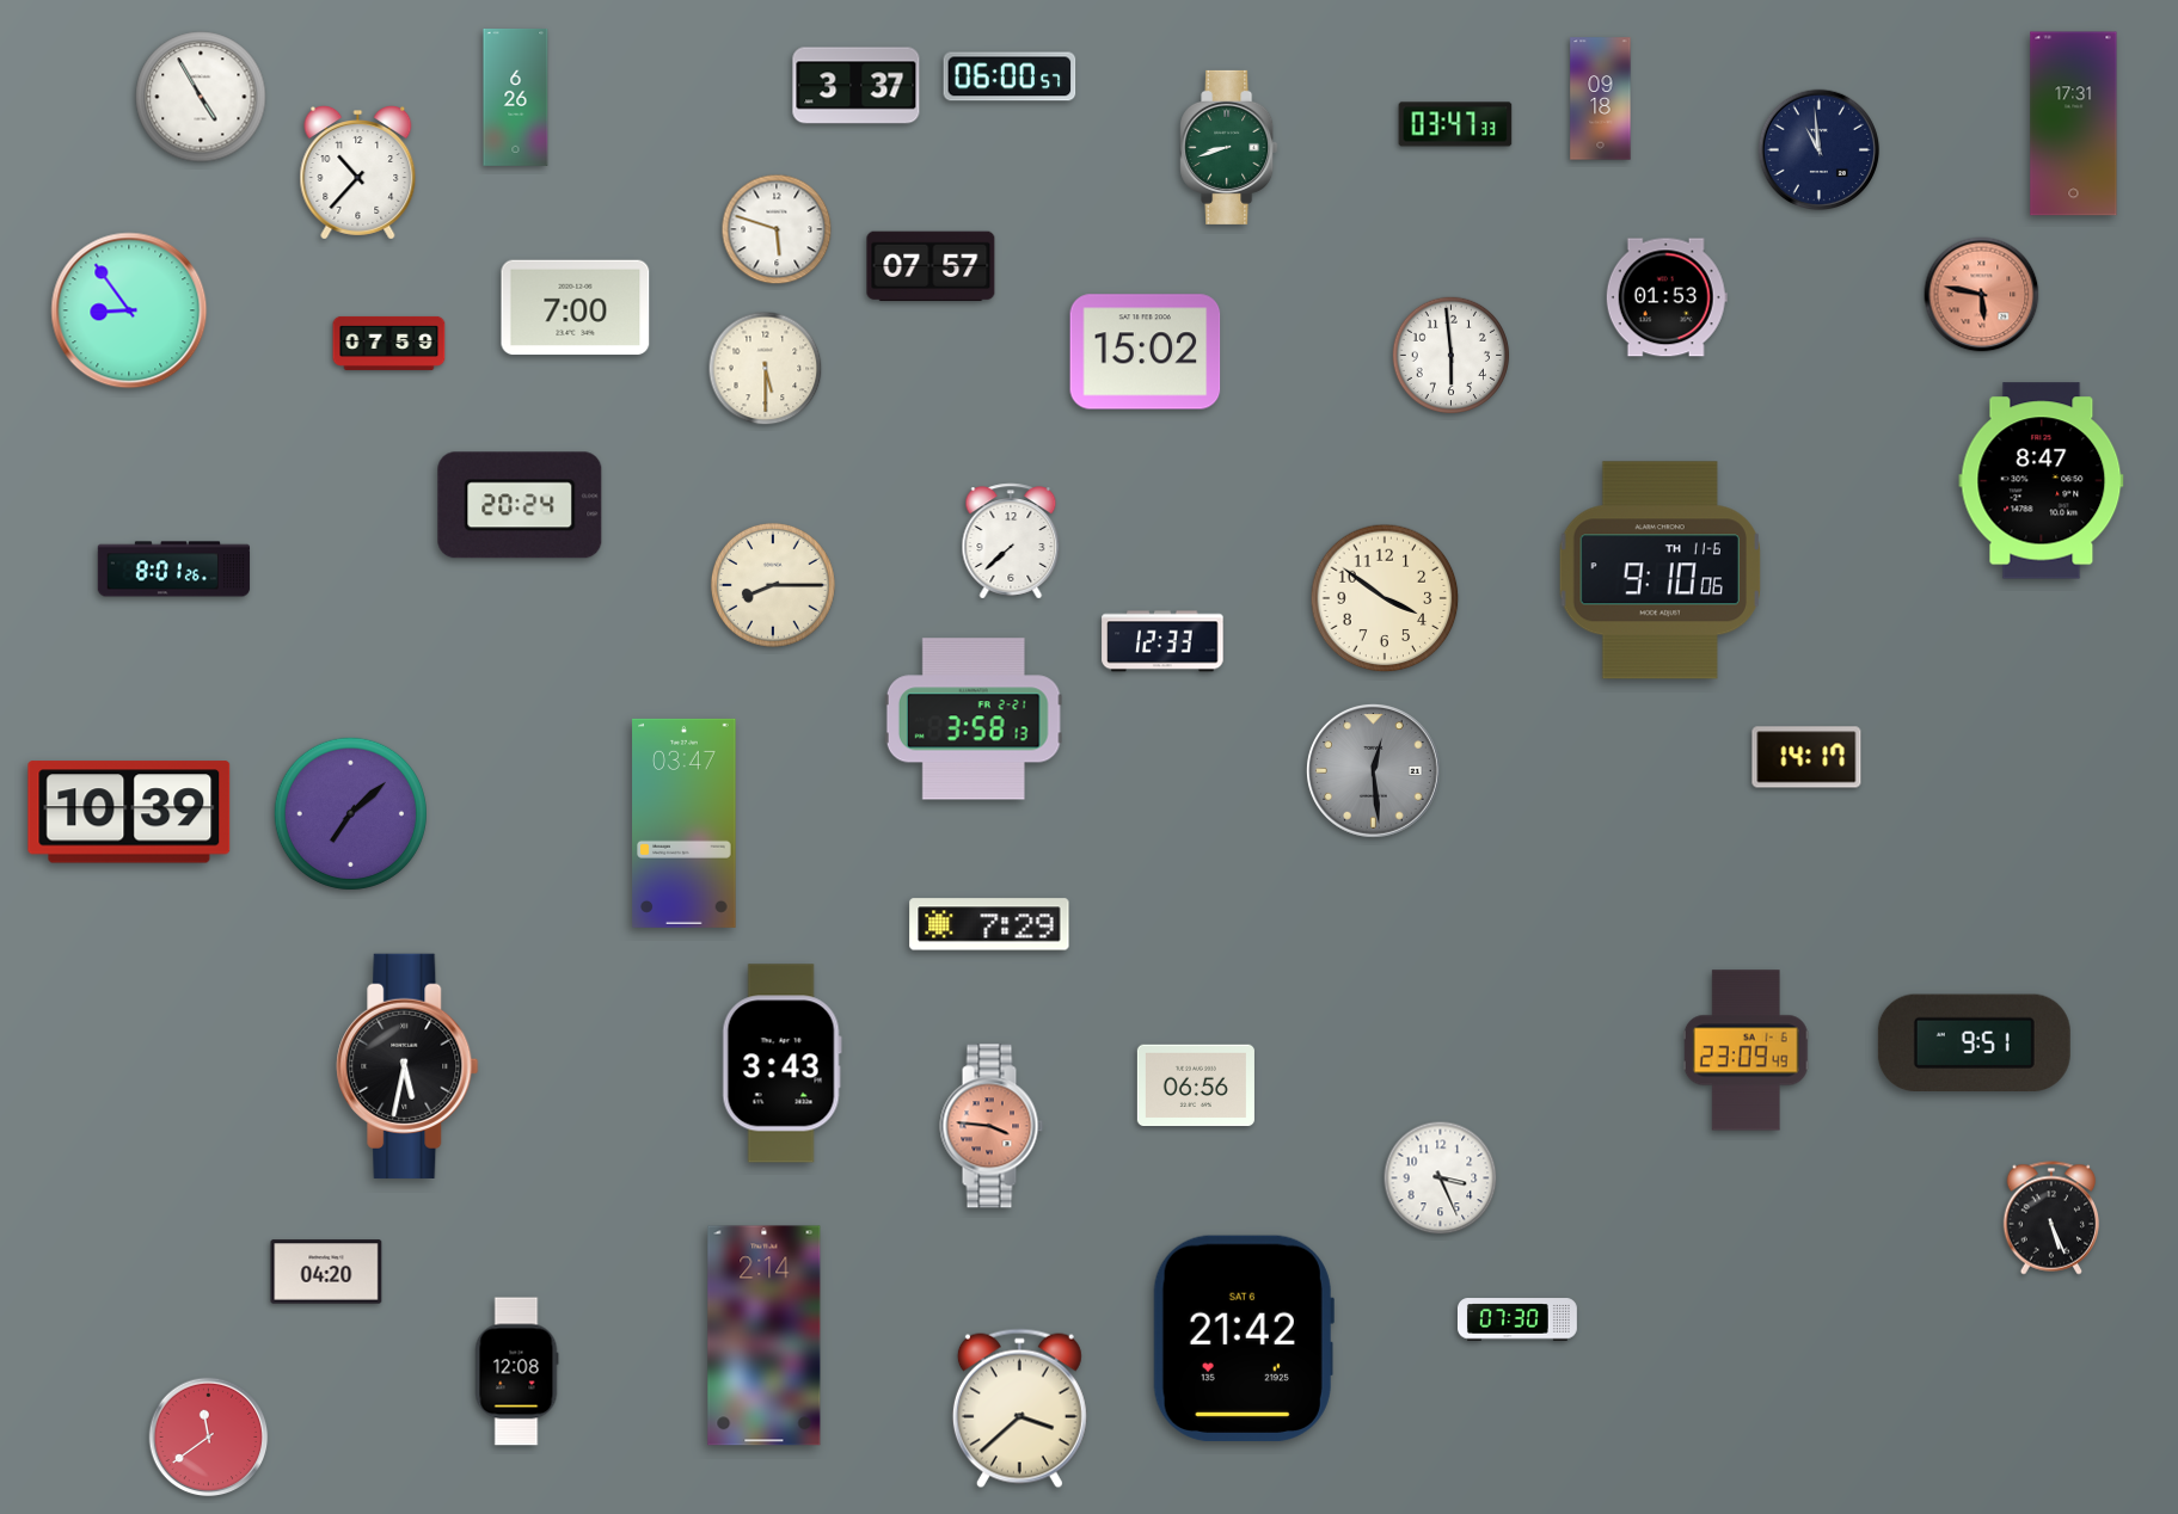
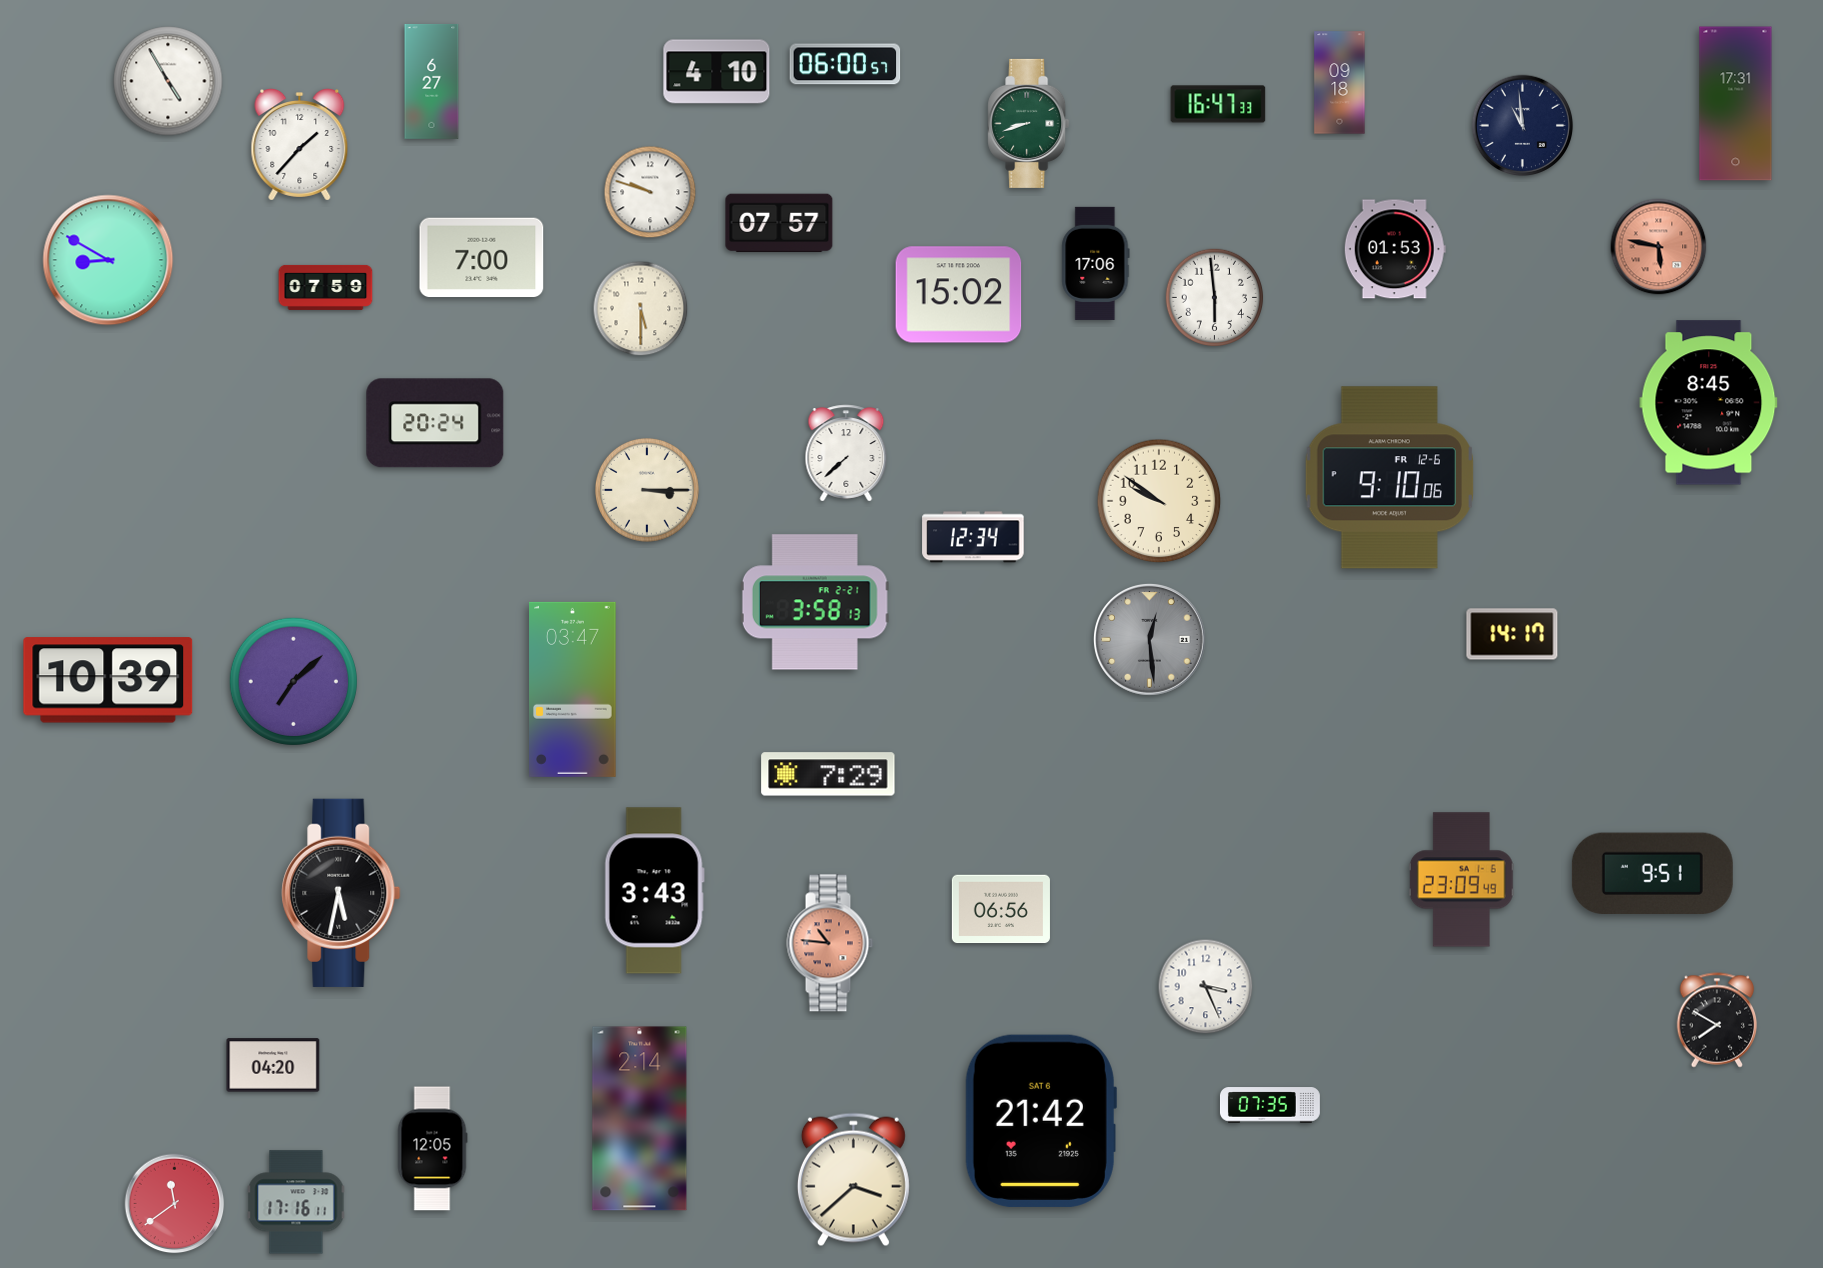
clock at (857, 86): 3:37 -> 4:10
clock at (516, 97): 6:26 -> 6:27
clock at (1455, 124): 03:47 -> 16:47
clock at (358, 173): 10:37 -> 1:37
clock at (777, 229): 5:48 -> 9:48
clock at (129, 310): 8:54 -> 8:50
clock at (1096, 263): none -> 17:06
clock at (2042, 481): 8:47 -> 8:45
clock at (174, 570): 8:01 -> none
clock at (1659, 571) date: TH 11-6 -> FR 12-6
clock at (773, 585): 8:15 -> 3:15
clock at (1385, 598): 3:51 -> 9:51
clock at (1162, 641): 12:33 -> 12:34
clock at (1374, 771) position: (1374, 771) -> (1150, 640)
clock at (992, 1126): 3:46 -> 10:46
clock at (2051, 1218): 5:26 -> 7:50
clock at (1517, 1319): 07:30 -> 07:35
clock at (516, 1372): 12:08 -> 12:05
clock at (296, 1202): none -> 17:16
